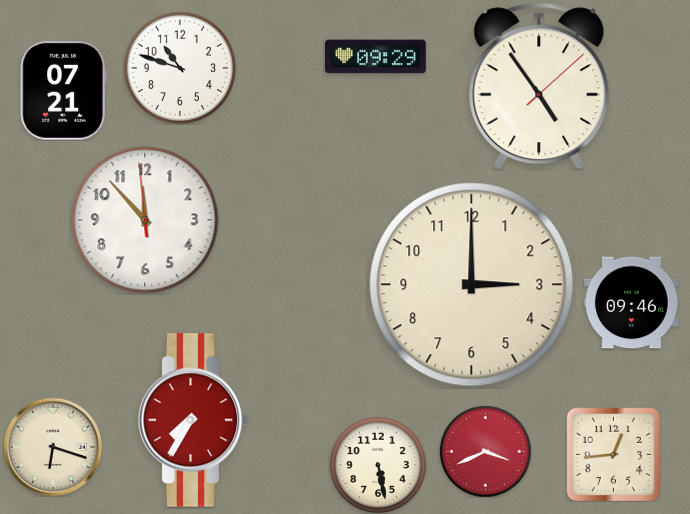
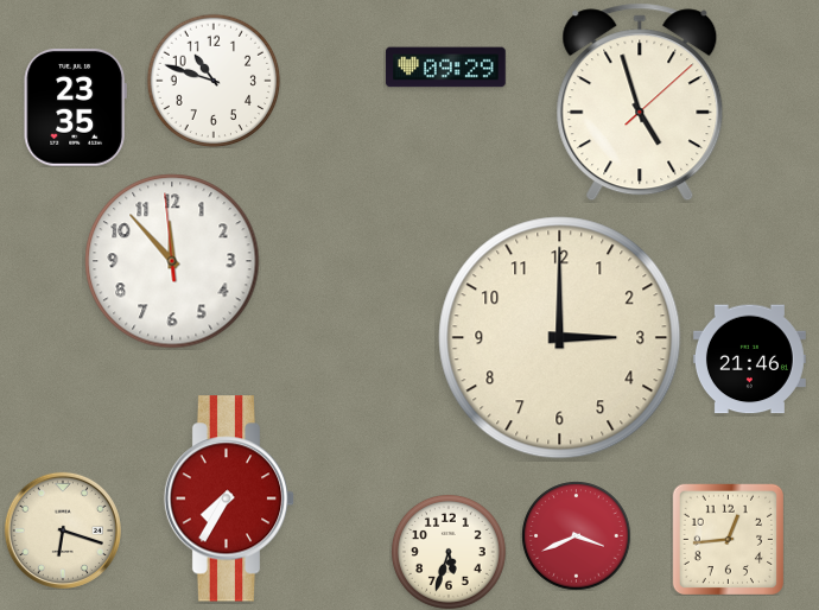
clock at (539, 86): 4:54 -> 4:57
clock at (63, 90): 07:21 -> 23:35
clock at (631, 303): 09:46 -> 21:46
clock at (378, 465): 5:28 -> 5:33
